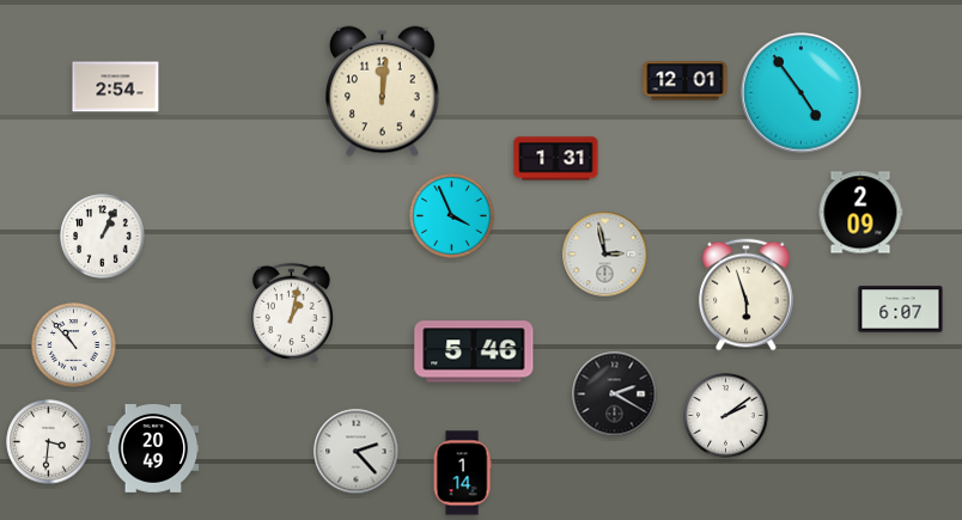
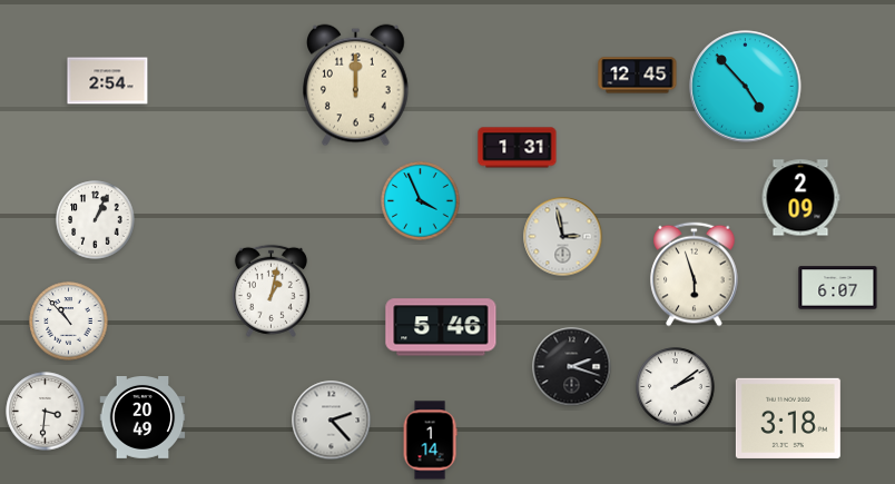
clock at (686, 81): 12:01 -> 12:45
clock at (383, 92): 12:01 -> 12:00
clock at (802, 93): 4:54 -> 4:53
clock at (615, 394): 2:20 -> 2:18
clock at (788, 418): none -> 3:18
